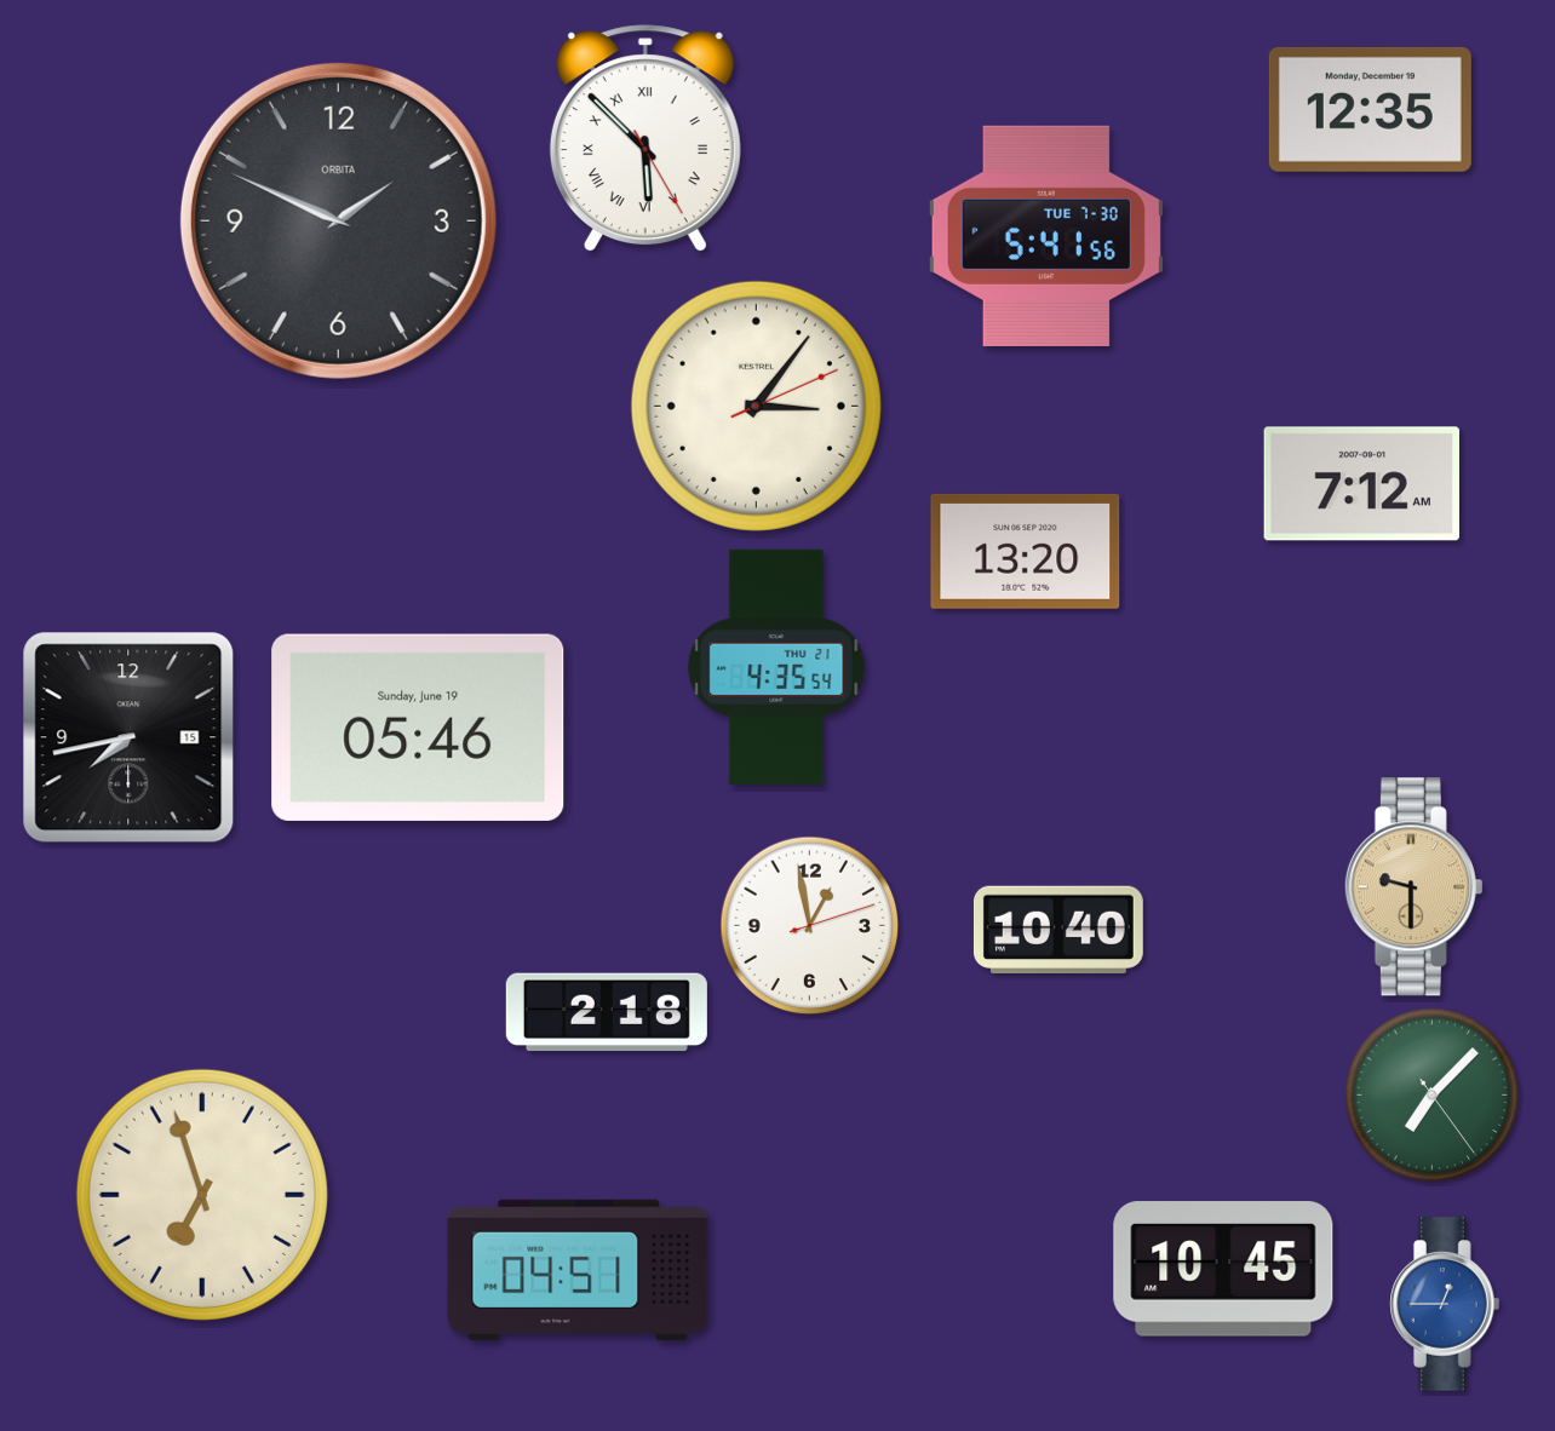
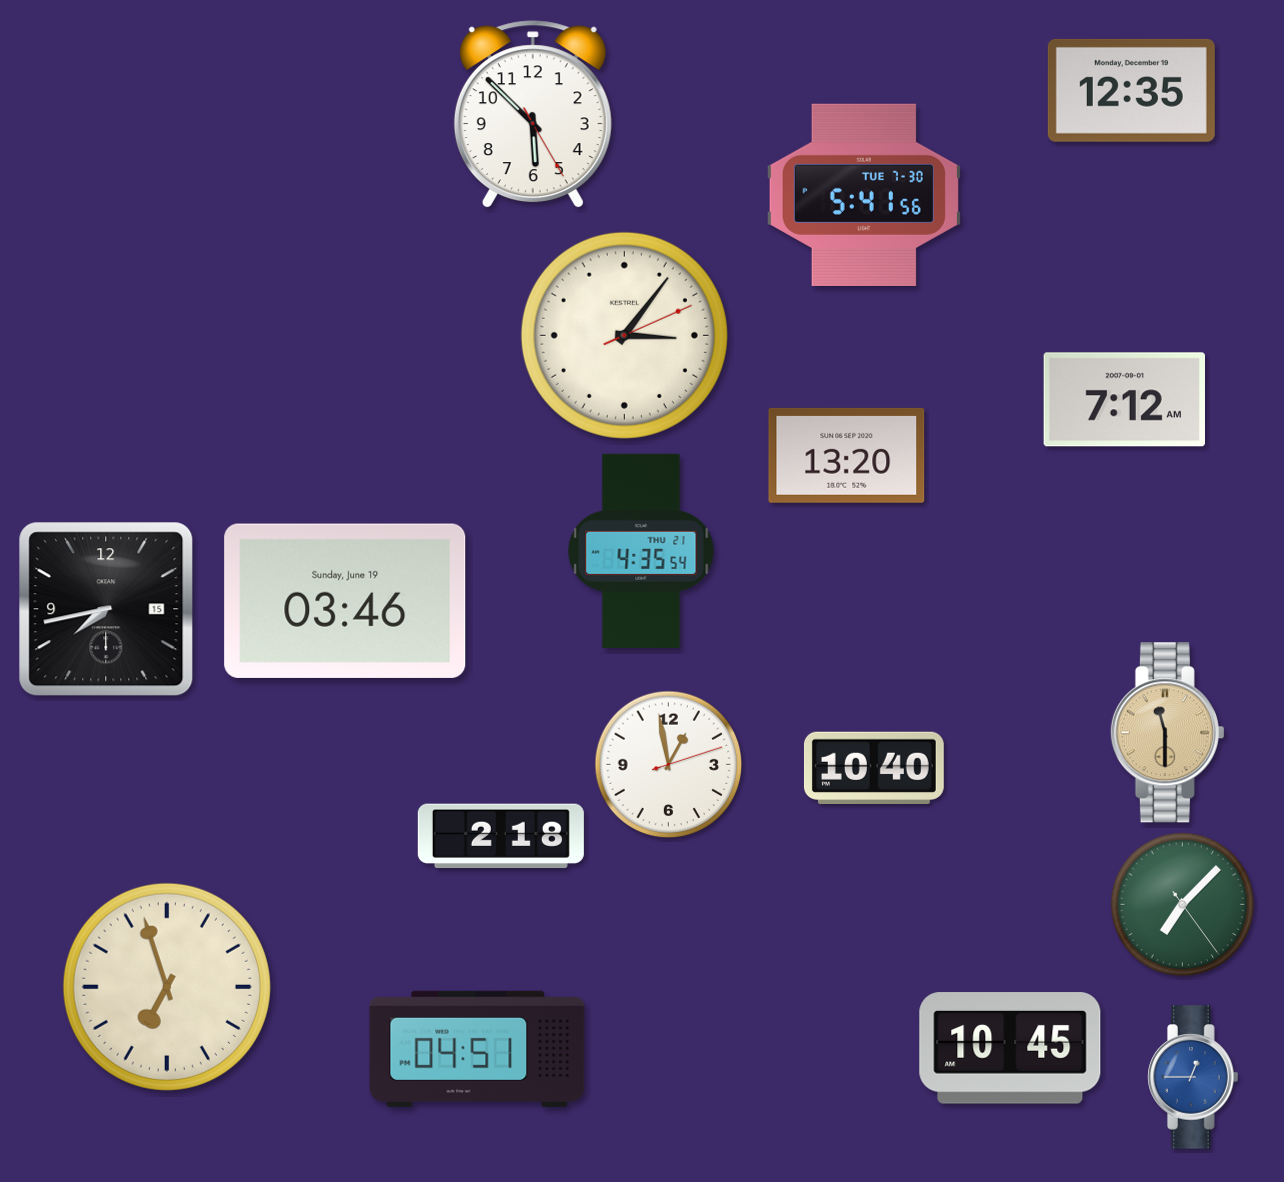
clock at (645, 139) numerals: Roman -> Arabic
clock at (338, 220): 1:49 -> none
clock at (418, 728): 05:46 -> 03:46
clock at (1413, 887): 9:30 -> 11:30
